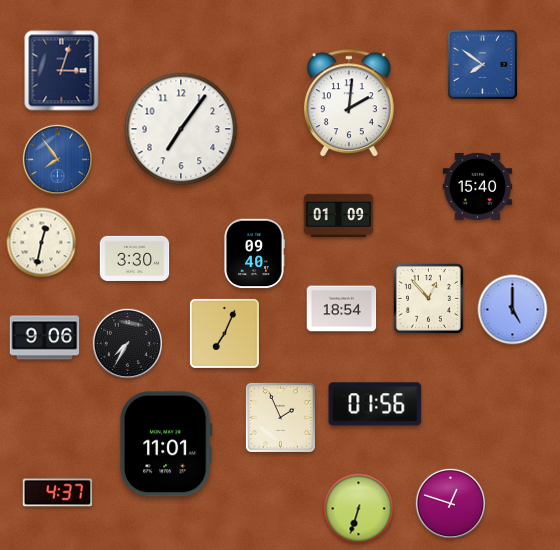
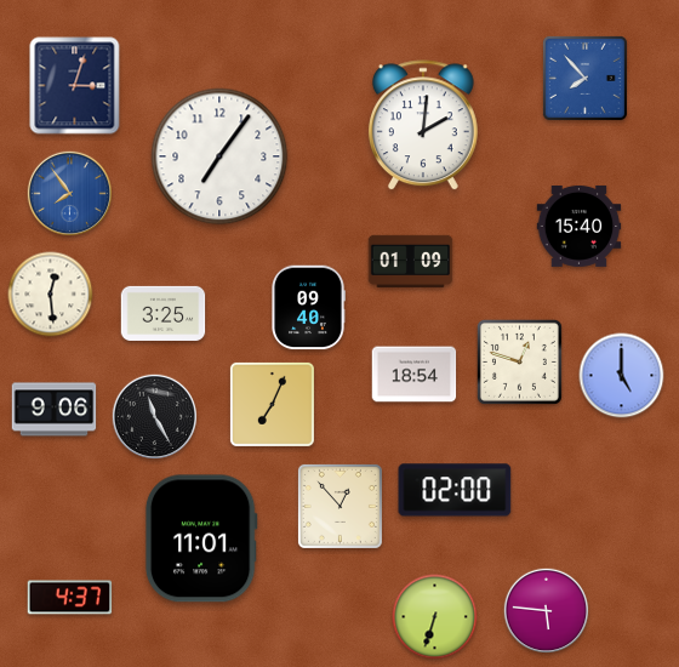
clock at (482, 64): 7:51 -> 7:53
clock at (42, 243): 12:32 -> 12:29
clock at (135, 258): 3:30 -> 3:25
clock at (428, 298): 12:53 -> 12:48
clock at (128, 344): 7:35 -> 11:25
clock at (375, 404): 01:56 -> 02:00
clock at (280, 417): 1:56 -> 12:53
clock at (451, 504): 12:48 -> 5:46
